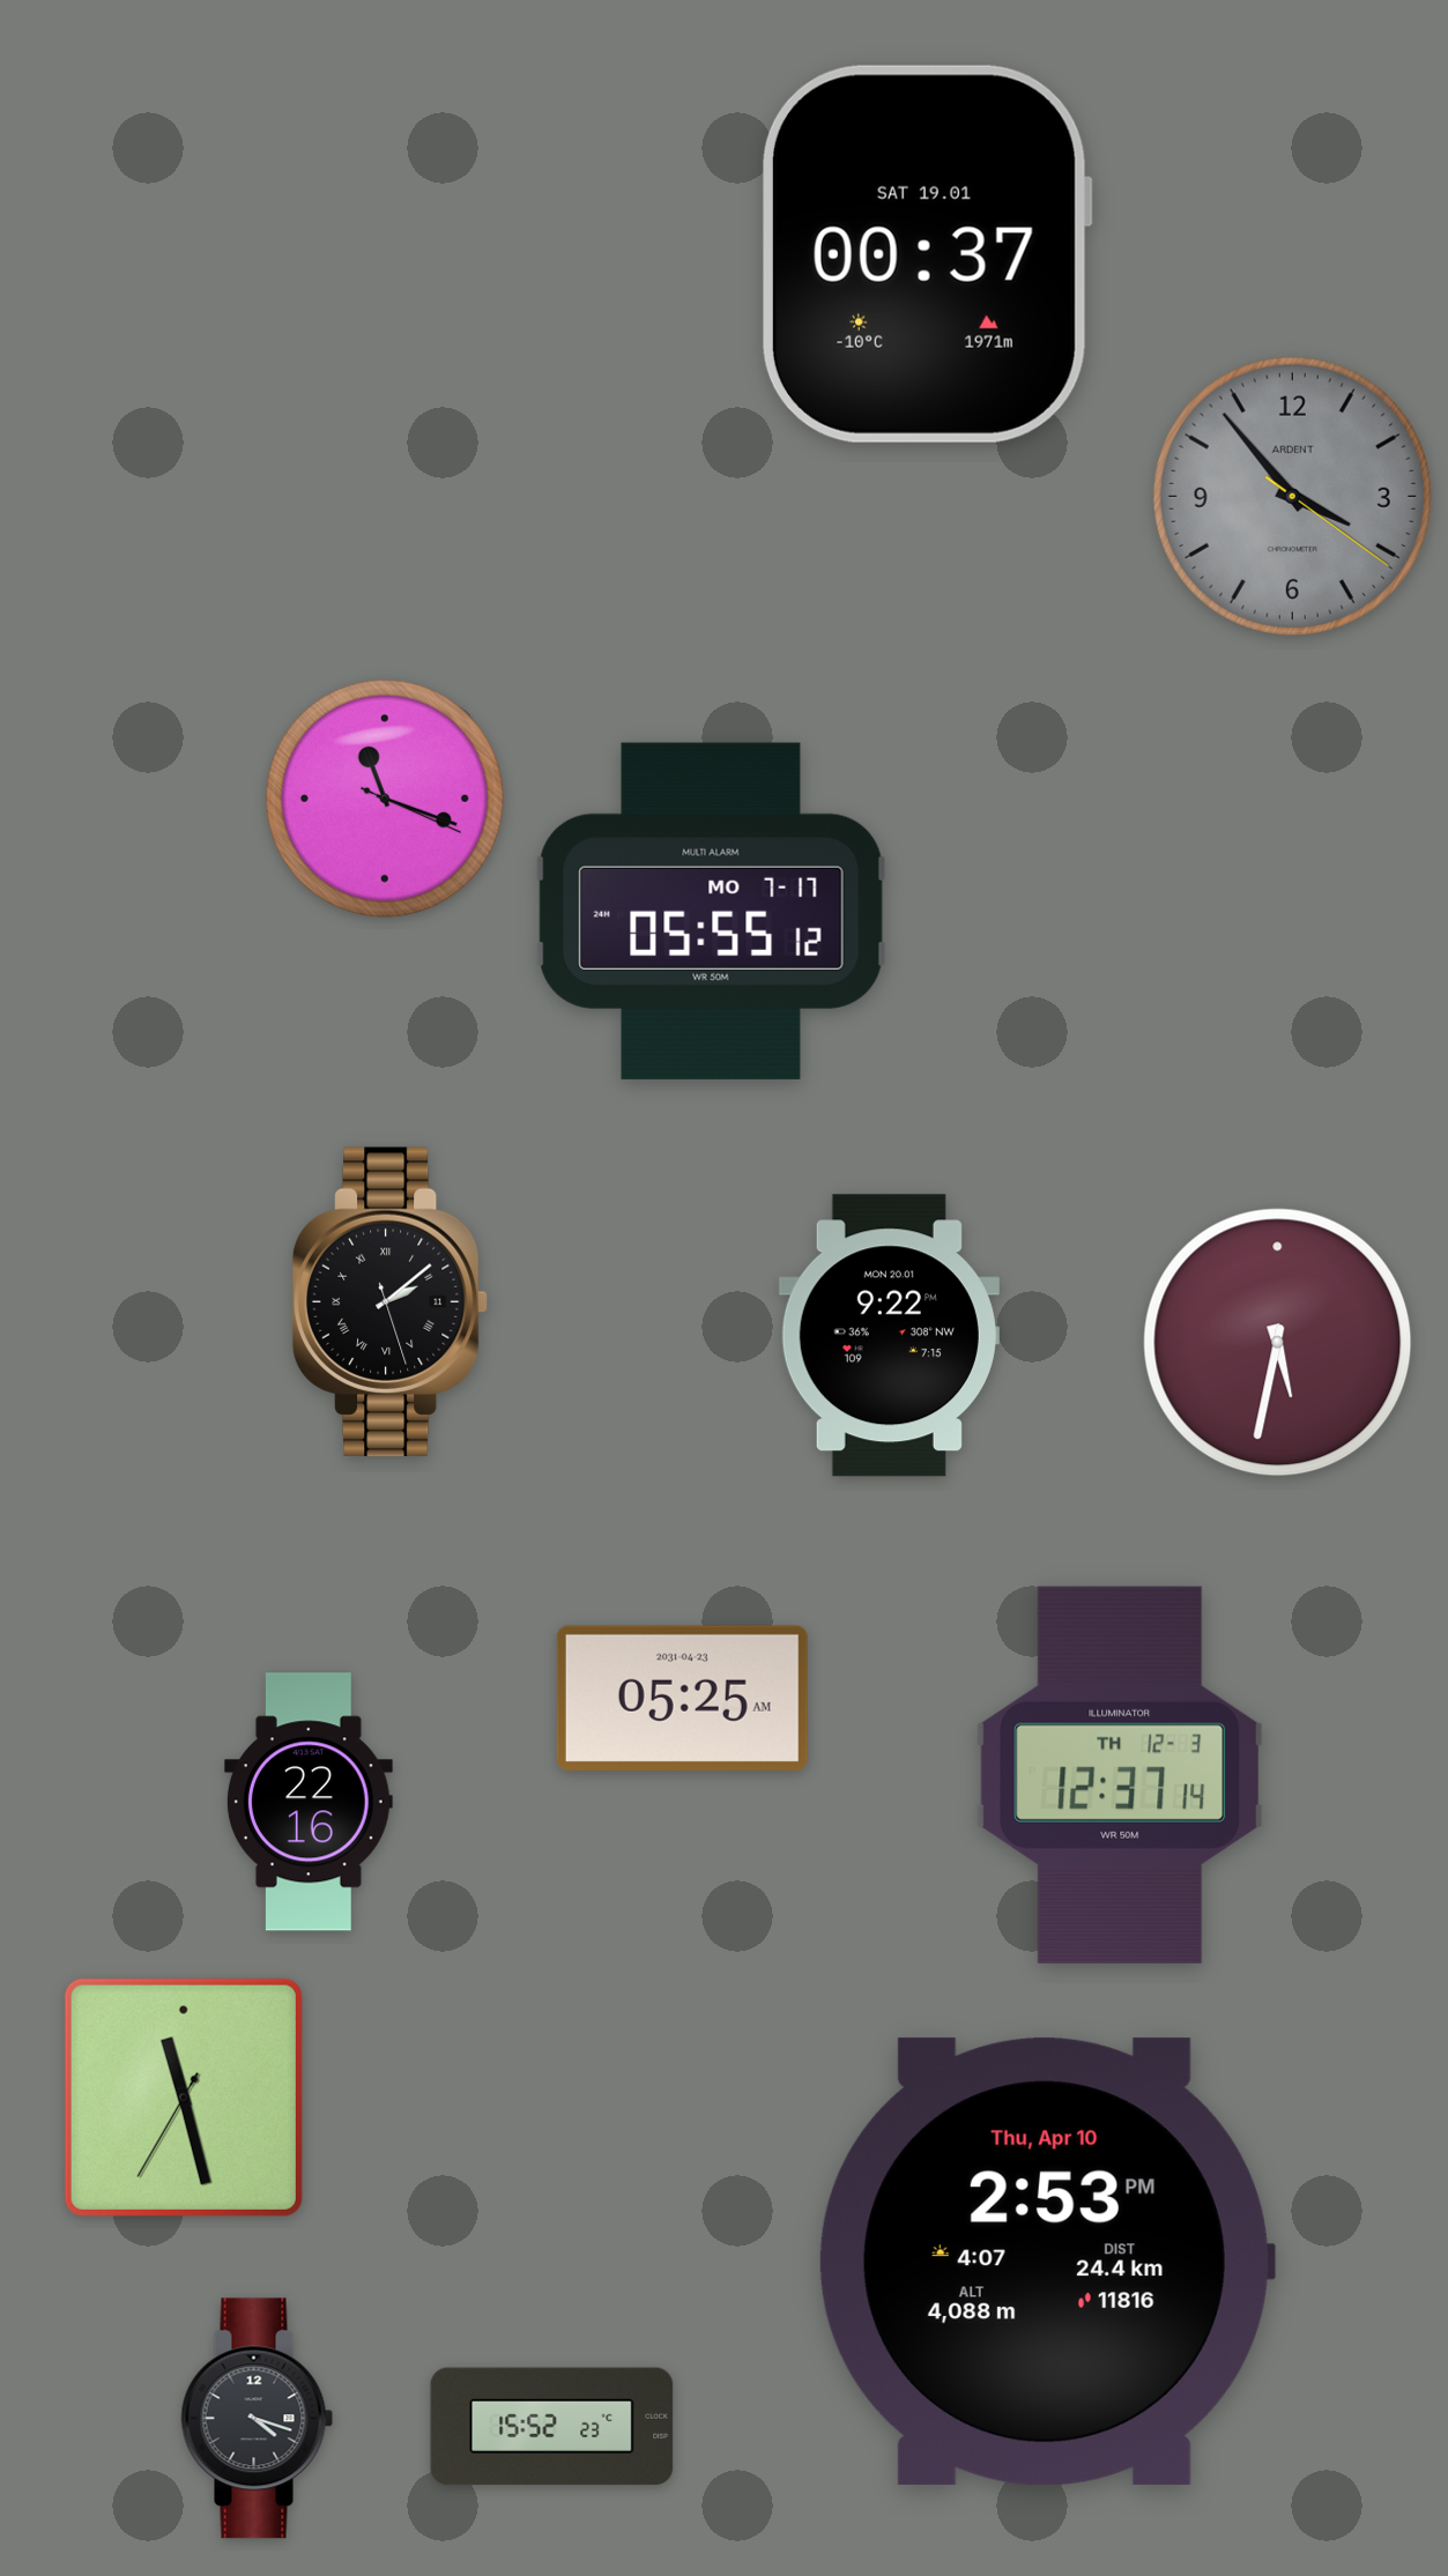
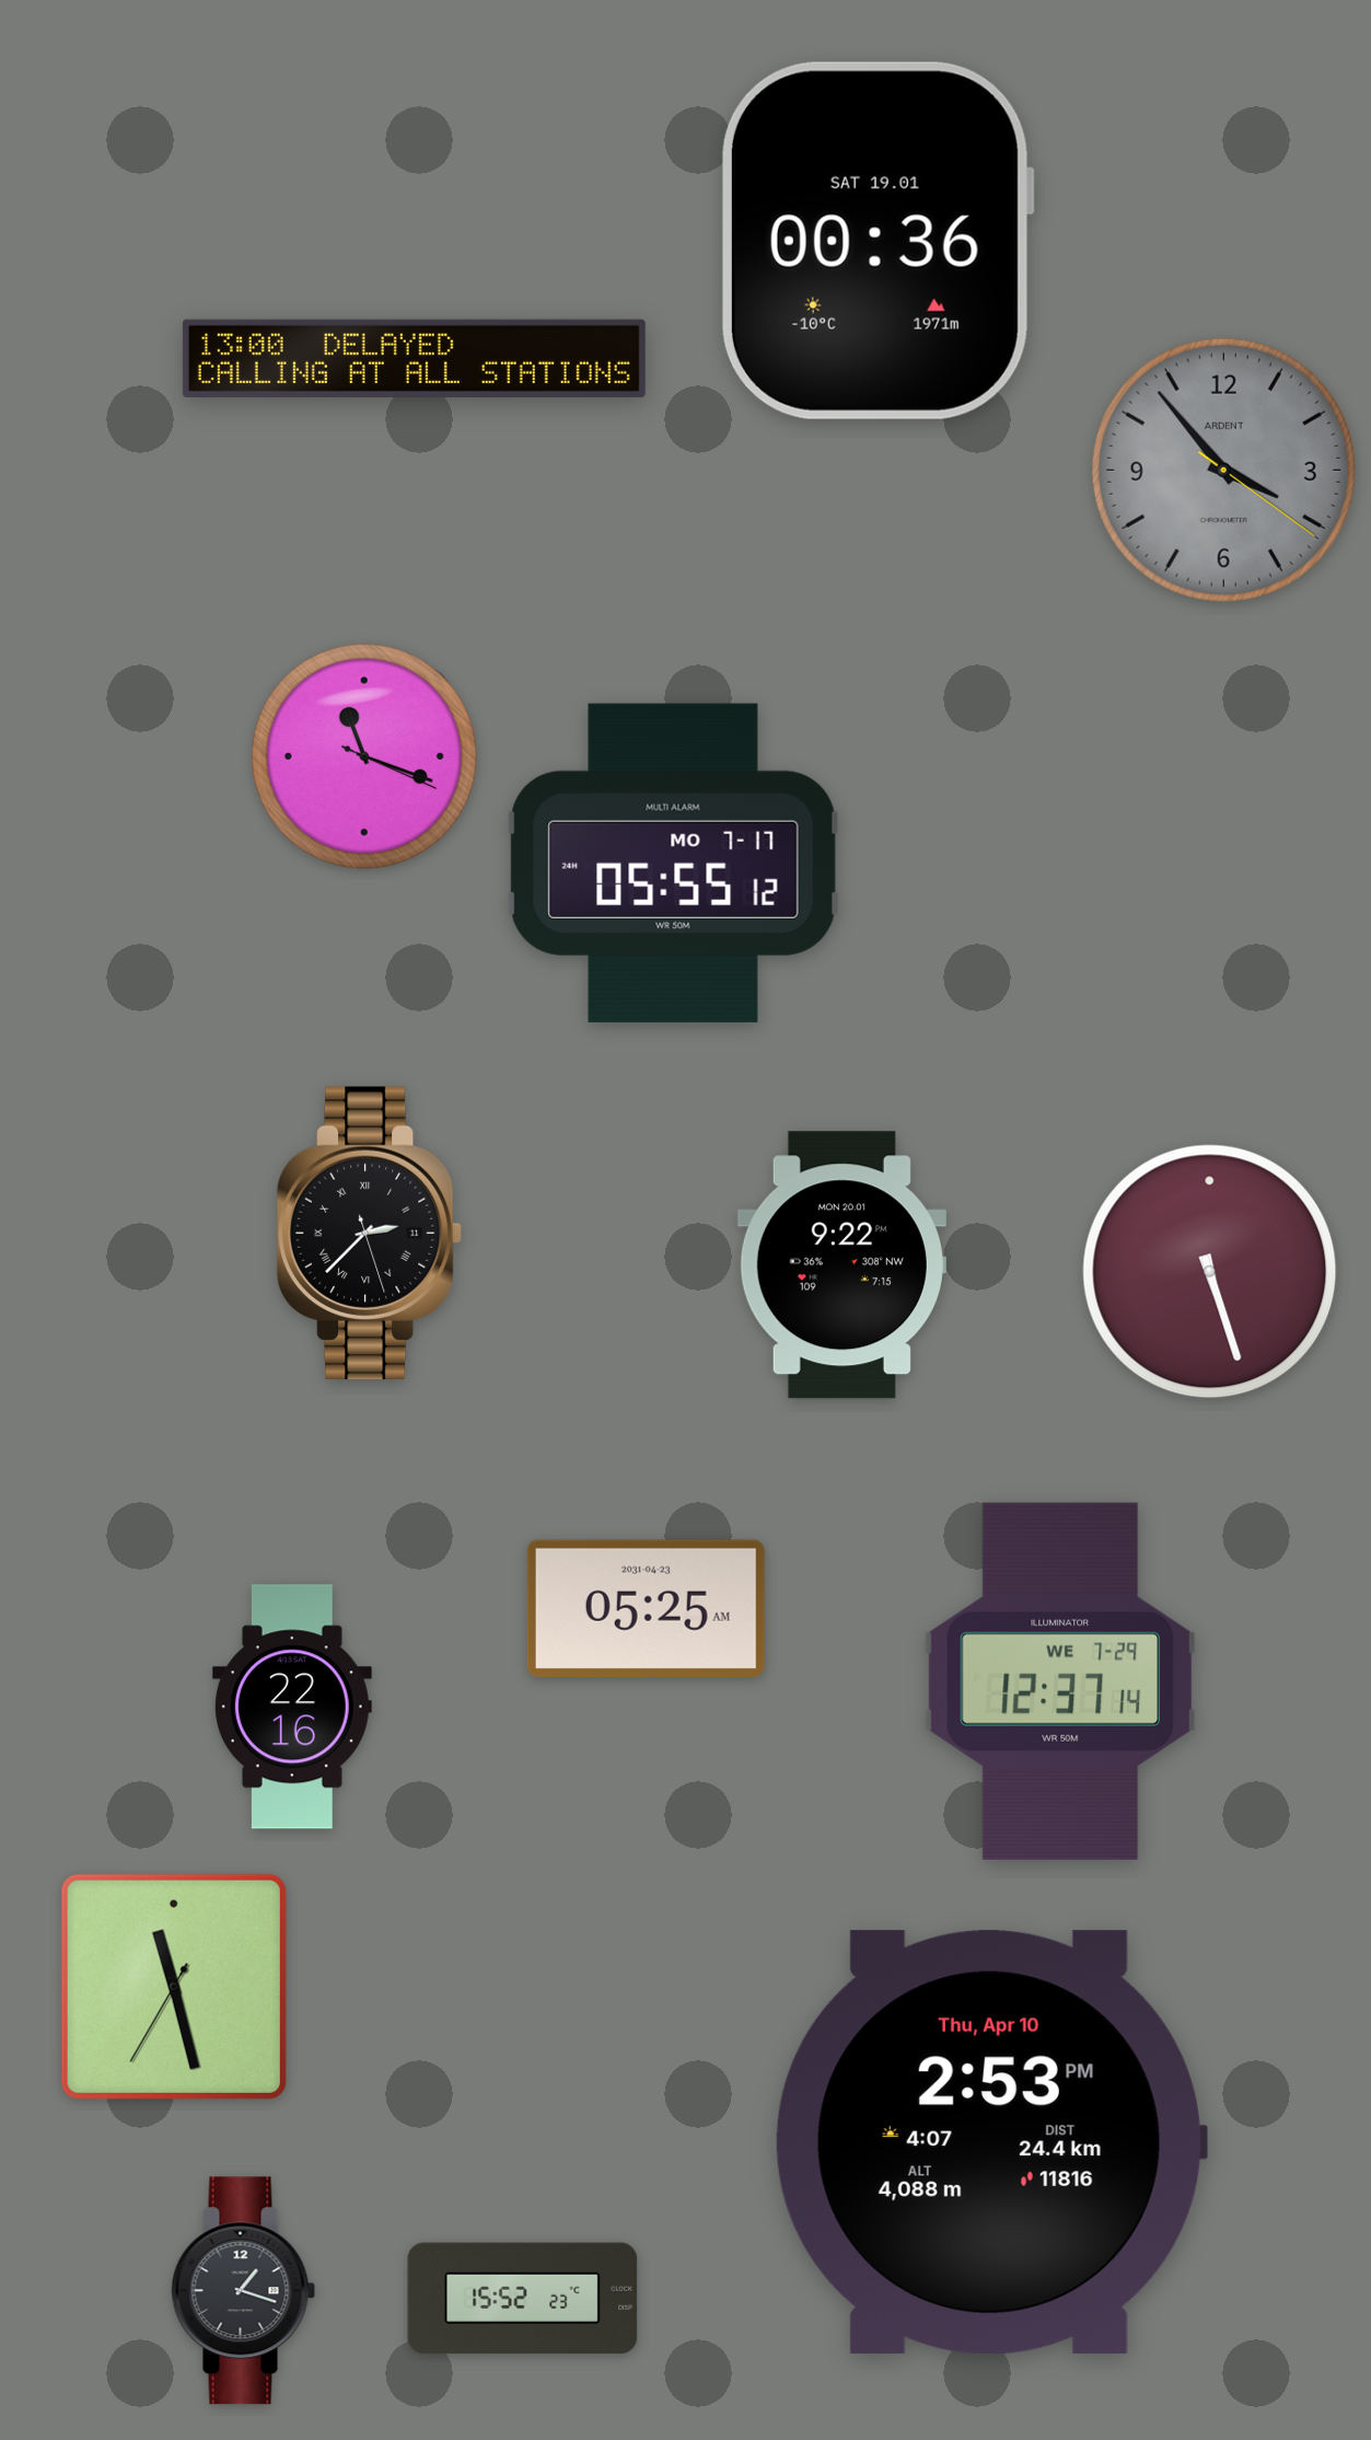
clock at (926, 254): 00:37 -> 00:36
clock at (414, 358): none -> 13:00
clock at (391, 1301): 2:08 -> 2:37
clock at (1278, 1343): 5:32 -> 5:27
clock at (1120, 1775) date: TH 12-3 -> WE 7-29
clock at (258, 2419): 4:18 -> 1:18
